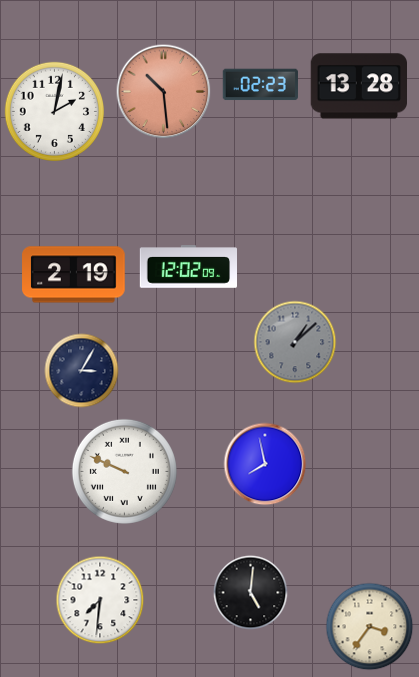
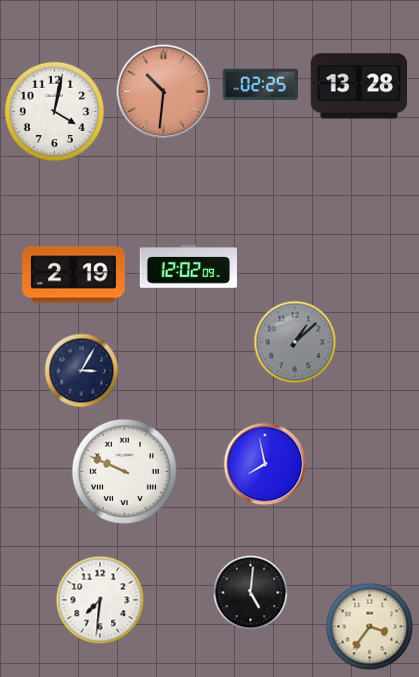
clock at (260, 85): 02:23 -> 02:25
clock at (164, 92): 10:29 -> 10:31
clock at (54, 111): 2:02 -> 4:02
